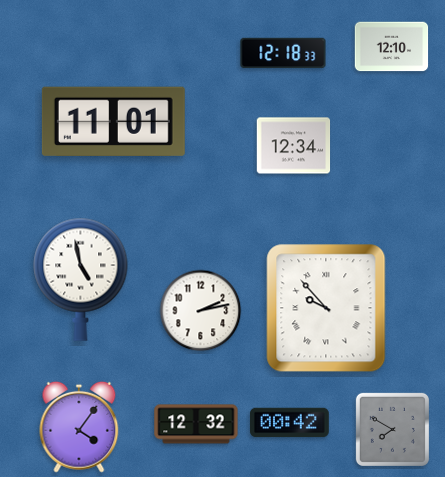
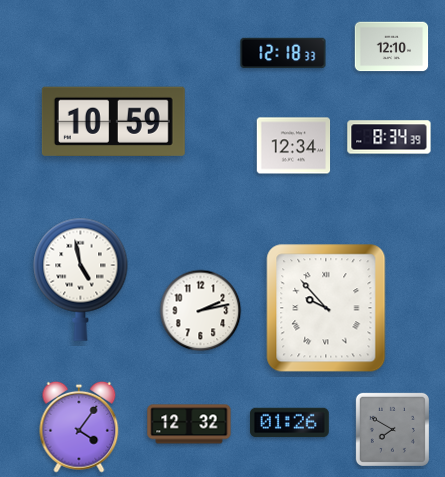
clock at (113, 121): 11:01 -> 10:59
clock at (389, 137): none -> 8:34
clock at (290, 423): 00:42 -> 01:26
clock at (196, 424) position: (196, 424) -> (189, 424)
